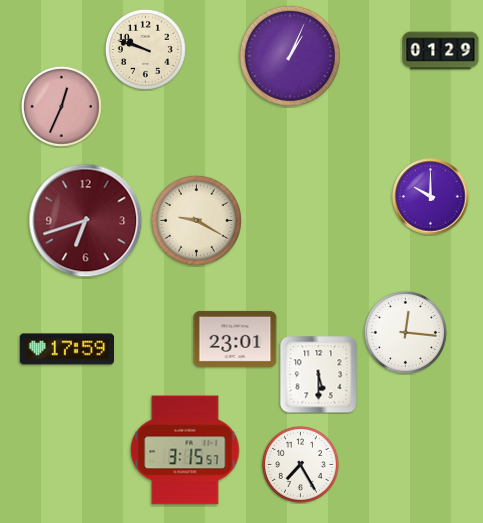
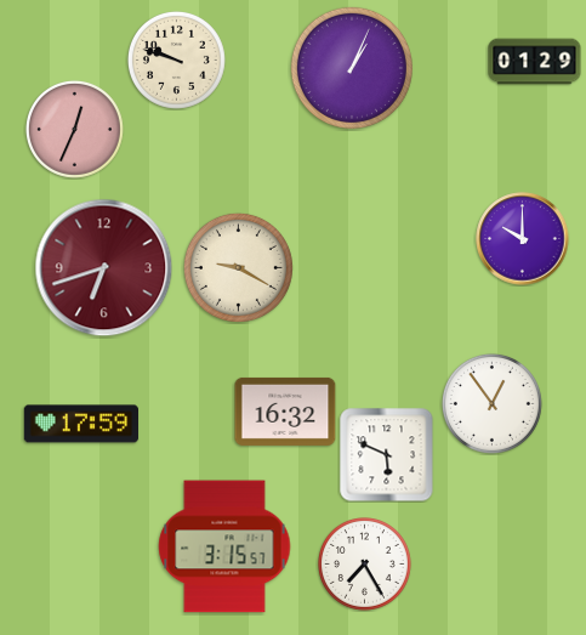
clock at (405, 332): 12:16 -> 12:54
clock at (235, 339): 23:01 -> 16:32
clock at (319, 375): 5:30 -> 5:49
